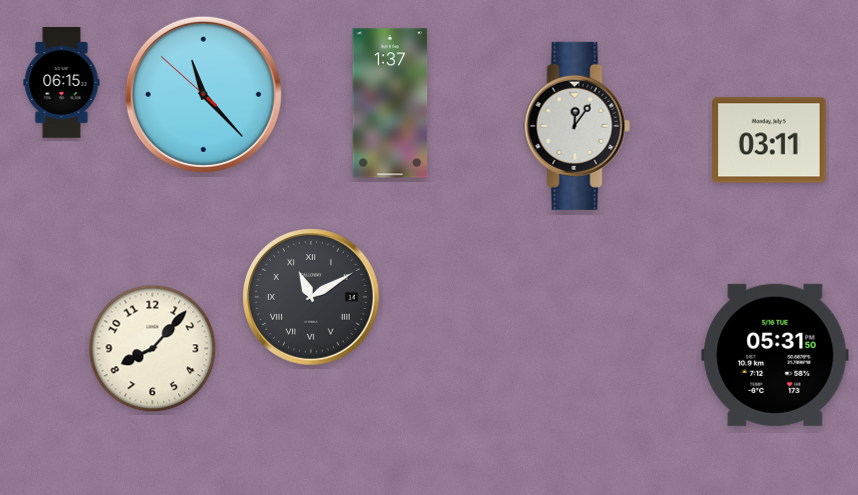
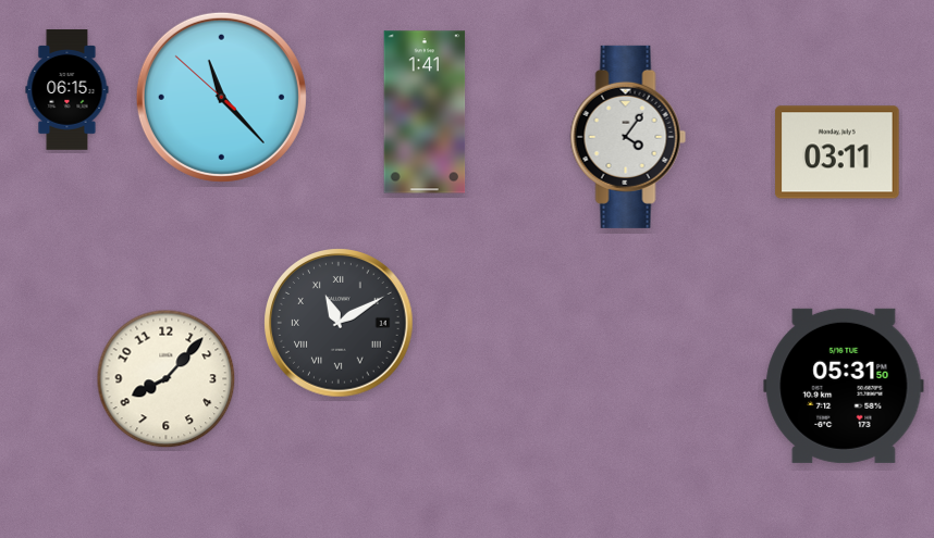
clock at (203, 94) position: (203, 94) -> (221, 97)
clock at (390, 103): 1:37 -> 1:41
clock at (577, 126): 12:06 -> 4:06
